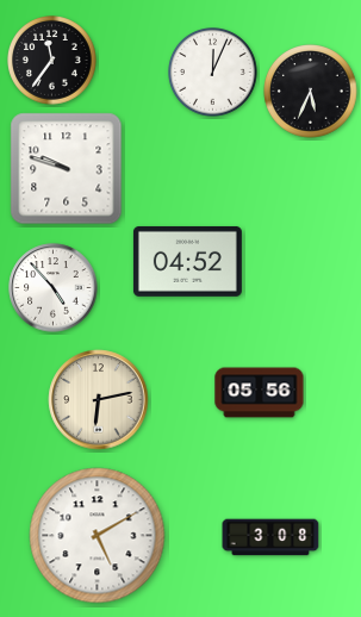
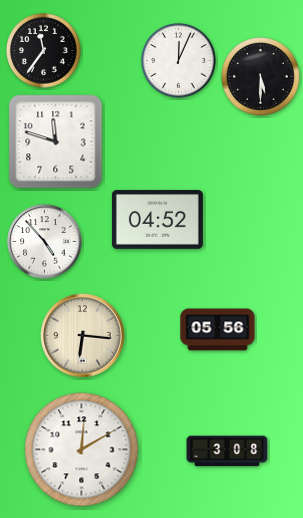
clock at (311, 92): 5:34 -> 5:30
clock at (67, 169): 9:48 -> 11:48
clock at (99, 400): 6:13 -> 6:16
clock at (98, 536): 5:10 -> 12:10
